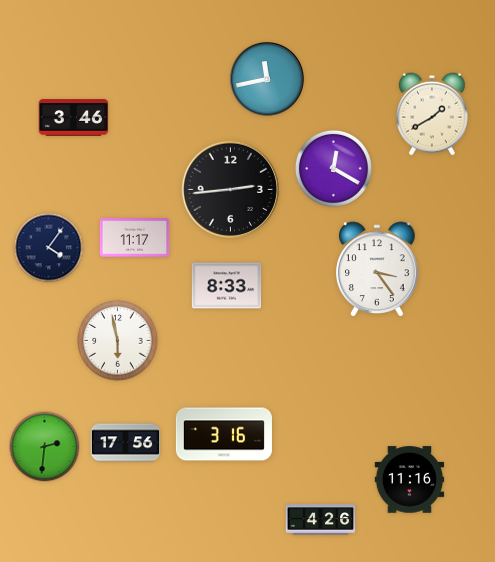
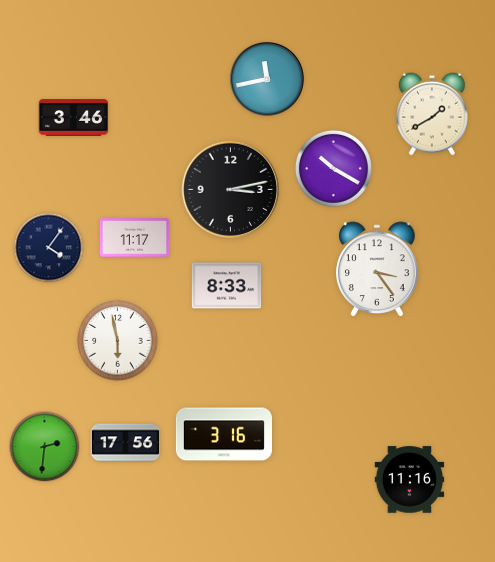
clock at (333, 168): 12:20 -> 10:20
clock at (230, 189): 2:44 -> 3:13
clock at (321, 520): 4:26 -> none
